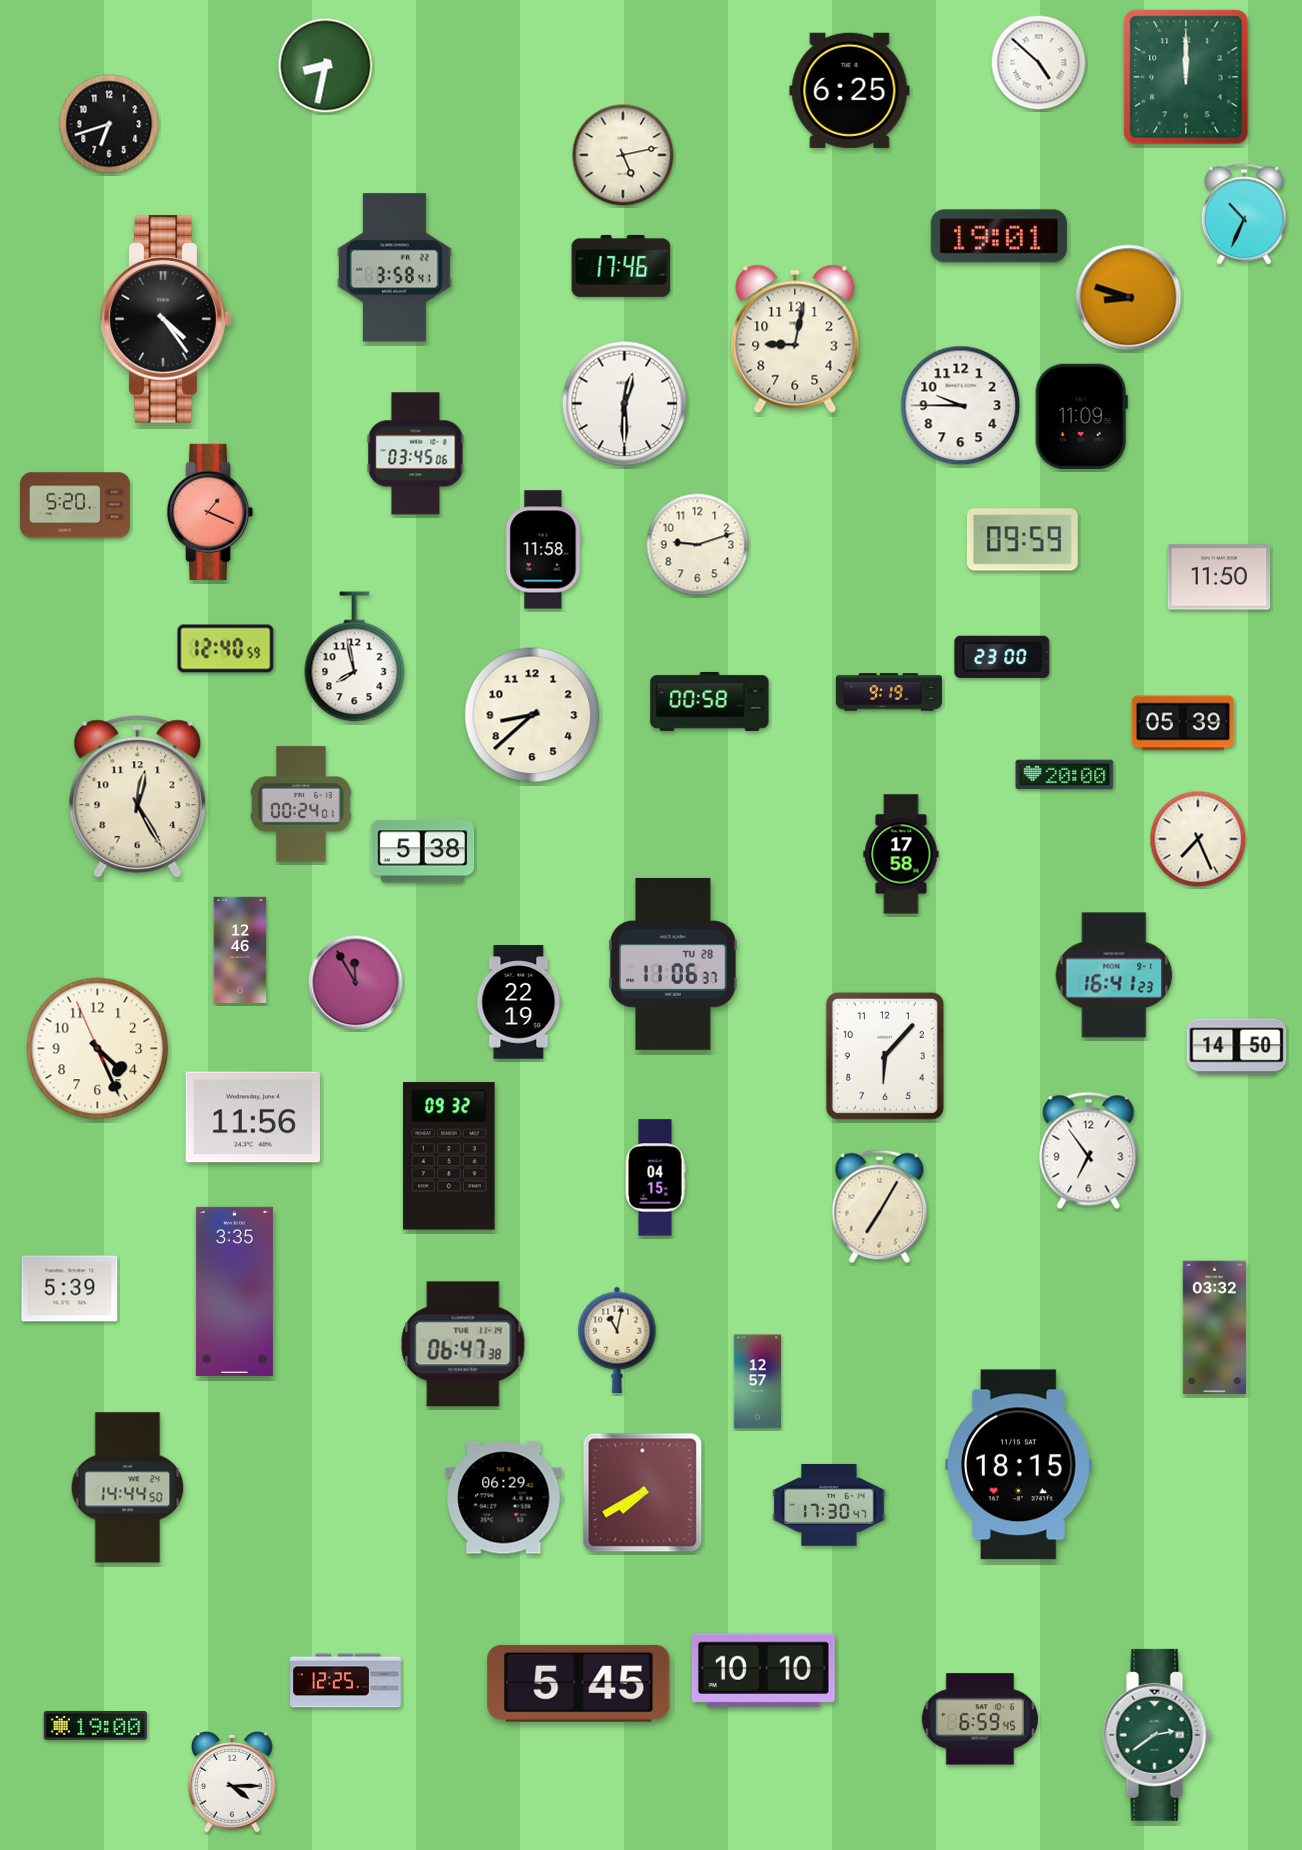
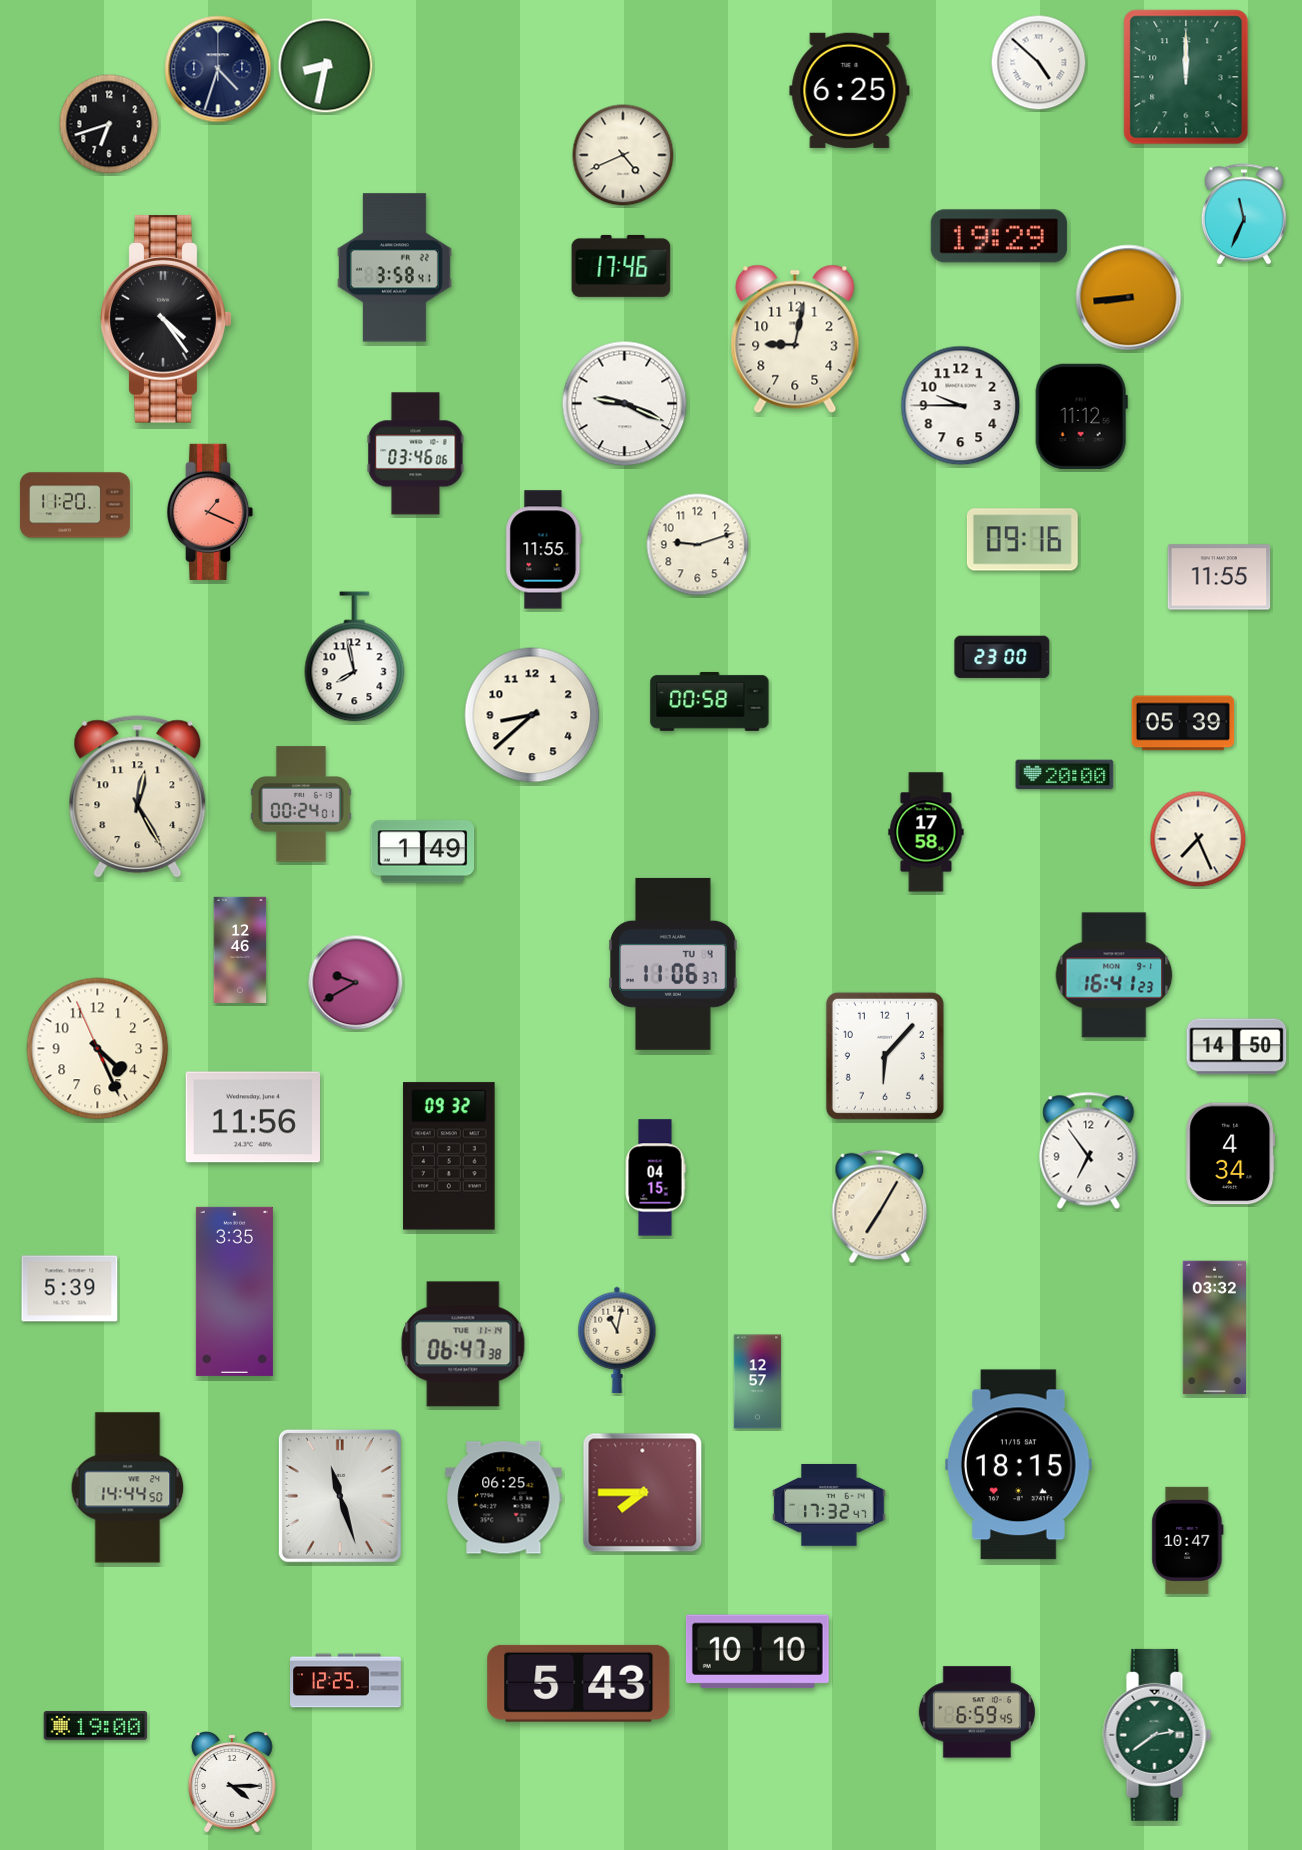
clock at (218, 69): none -> 4:33
clock at (623, 155): 5:13 -> 4:41
clock at (1244, 214): 10:34 -> 11:34
clock at (999, 236): 19:01 -> 19:29
clock at (1129, 298): 8:48 -> 8:44
clock at (625, 404): 12:30 -> 9:19
clock at (1081, 416): 11:09 -> 11:12
clock at (416, 454): 03:45 -> 03:46
clock at (75, 505): 5:20 -> 11:20
clock at (1022, 540): 09:59 -> 09:16
clock at (544, 550): 11:58 -> 11:55
clock at (1219, 577): 11:50 -> 11:55
clock at (226, 649): 12:40 -> none
clock at (889, 692): 9:19 -> none
clock at (423, 852): 5:38 -> 1:49
clock at (901, 854) position: (901, 854) -> (926, 832)
clock at (674, 964) date: TU 28 -> TU 4
clock at (356, 983): 11:55 -> 9:40
clock at (519, 1002): 22:19 -> none
clock at (1231, 1154): none -> 4:34
clock at (643, 1493): 7:40 -> 7:45
clock at (340, 1496): none -> 11:27
clock at (504, 1498): 06:29 -> 06:25
clock at (829, 1505): 17:30 -> 17:32
clock at (1188, 1540): none -> 10:47
clock at (763, 1671) position: (763, 1671) -> (757, 1652)
clock at (579, 1683): 5:45 -> 5:43
clock at (980, 1719) position: (980, 1719) -> (977, 1712)
